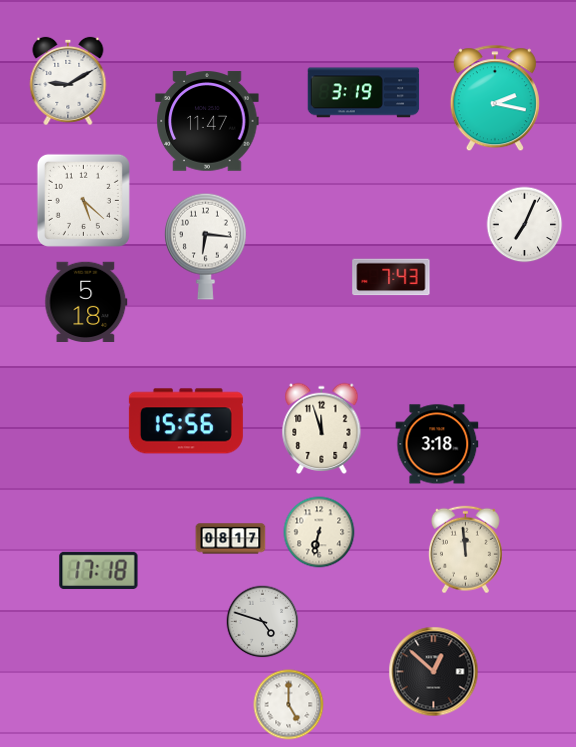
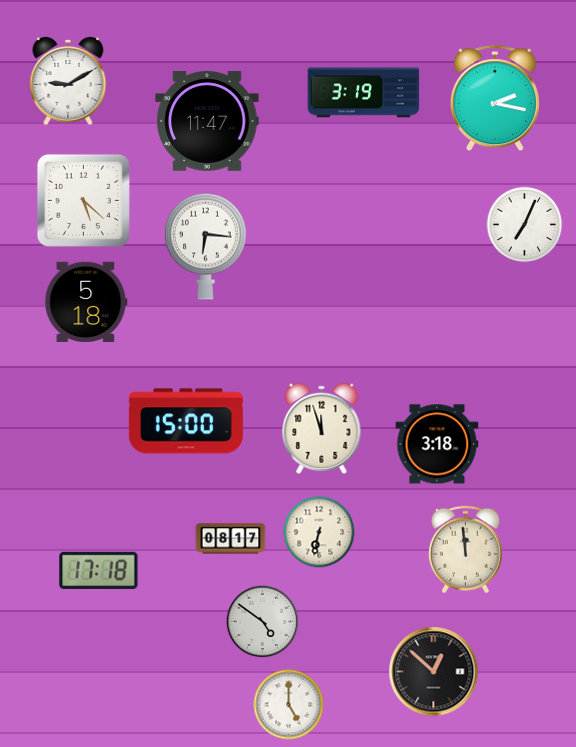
clock at (391, 277): 7:43 -> none
clock at (186, 421): 15:56 -> 15:00
clock at (263, 622): 4:48 -> 4:51
